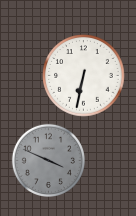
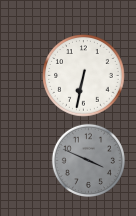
clock at (48, 160) position: (48, 160) -> (88, 160)
